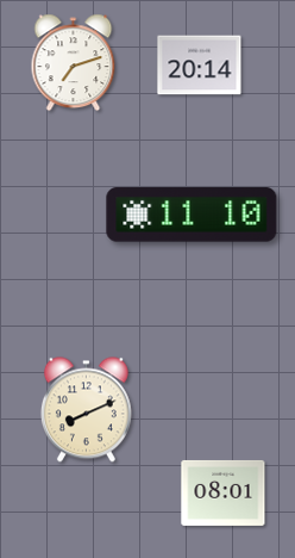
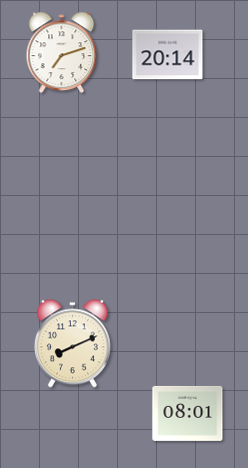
clock at (192, 215): 11:10 -> none
